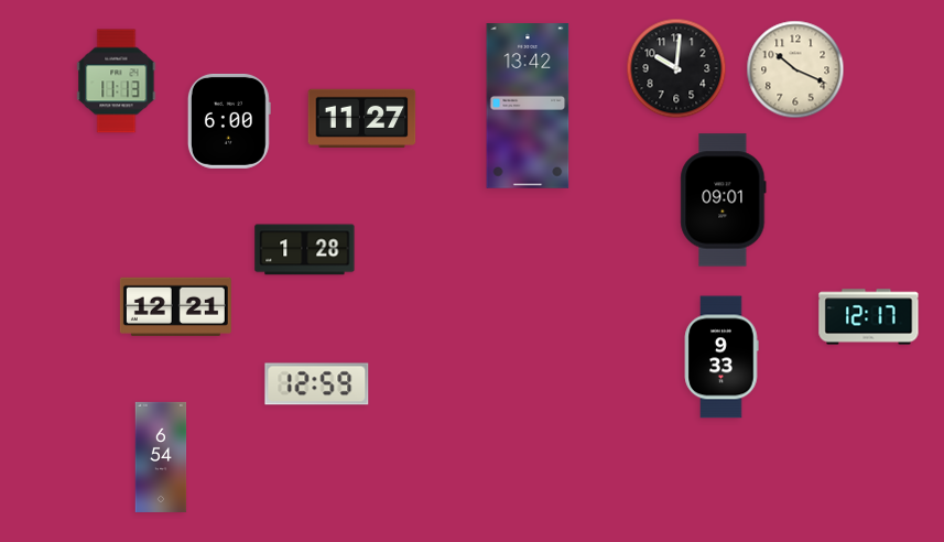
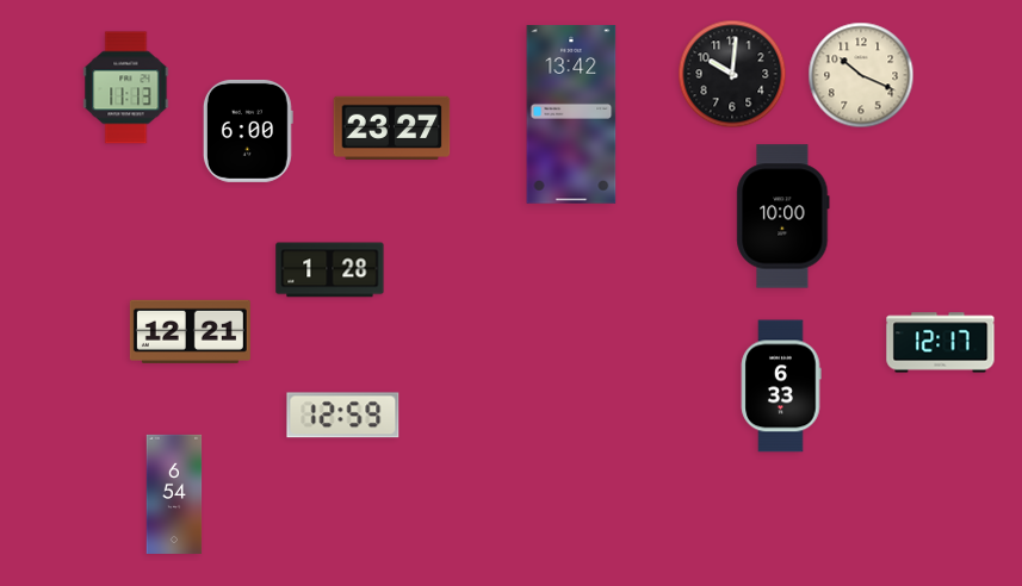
clock at (362, 119): 11:27 -> 23:27
clock at (724, 200): 09:01 -> 10:00
clock at (721, 357): 9:33 -> 6:33
